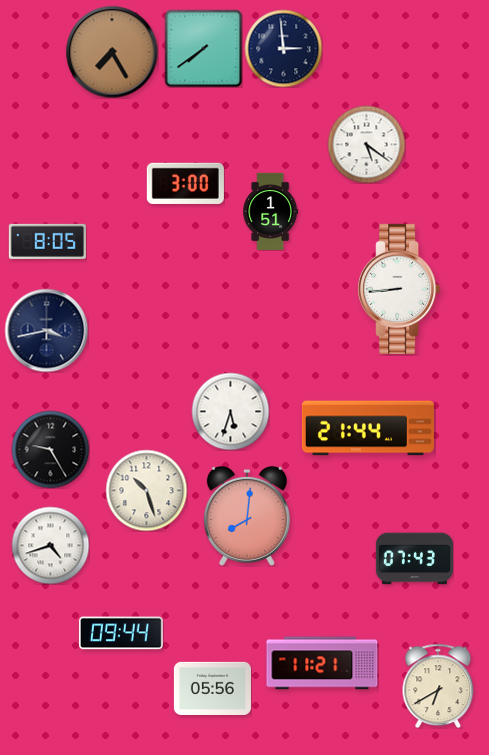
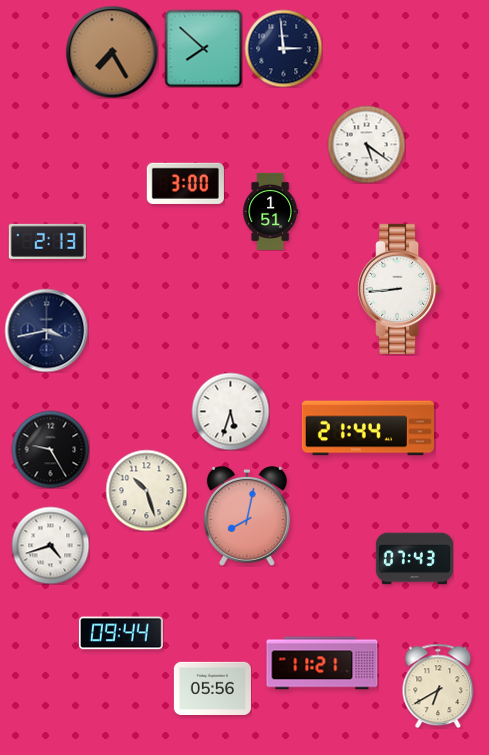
clock at (203, 48): 7:39 -> 7:52
clock at (47, 241): 8:05 -> 2:13
clock at (247, 516): 8:01 -> 8:02
